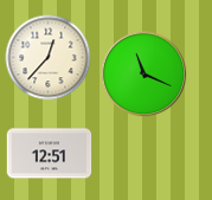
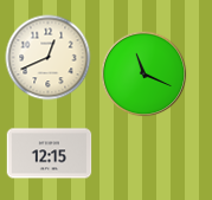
clock at (49, 58): 12:37 -> 12:41
clock at (50, 154): 12:51 -> 12:15
